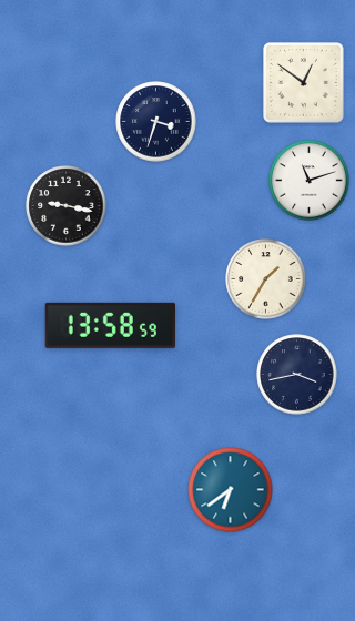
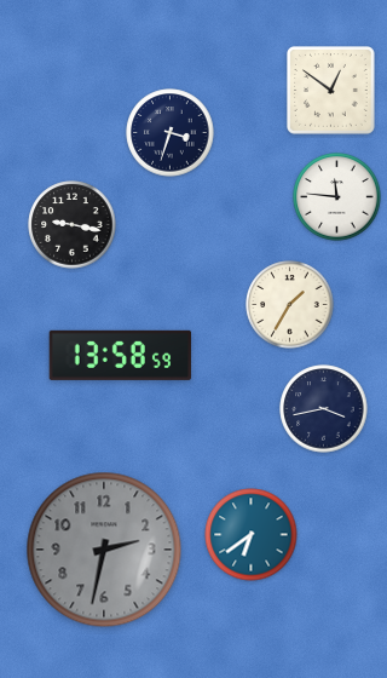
clock at (310, 181): 11:12 -> 11:46
clock at (104, 550): none -> 2:32
